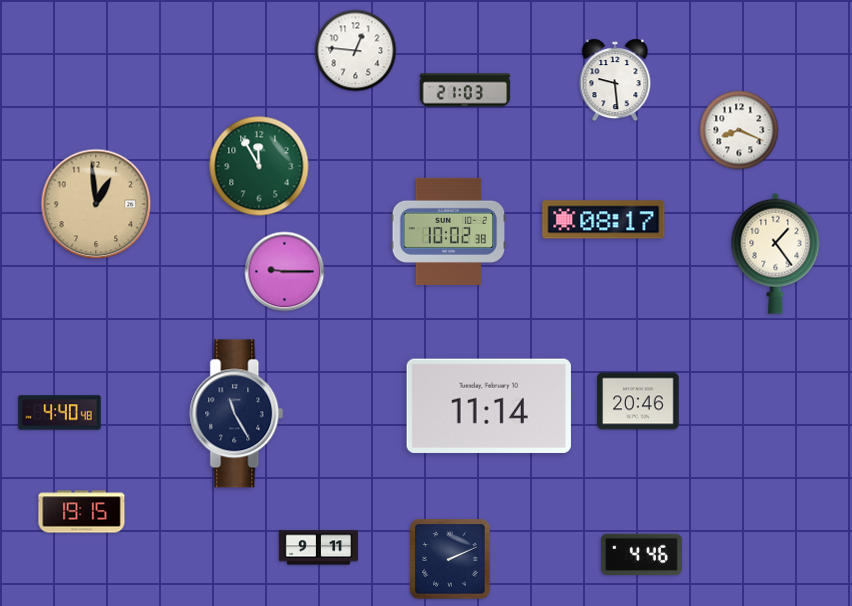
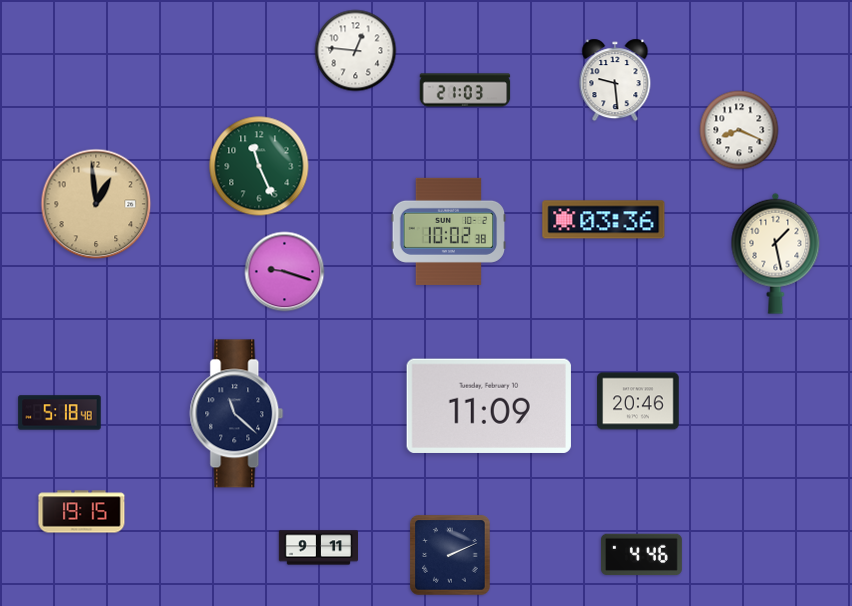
clock at (259, 166): 11:55 -> 11:26
clock at (604, 220): 08:17 -> 03:36
clock at (776, 253): 1:24 -> 1:28
clock at (285, 272): 9:15 -> 9:18
clock at (489, 406): 11:14 -> 11:09
clock at (60, 413): 4:40 -> 5:18
clock at (237, 414): 11:25 -> 11:22
clock at (450, 559) position: (450, 559) -> (450, 555)
